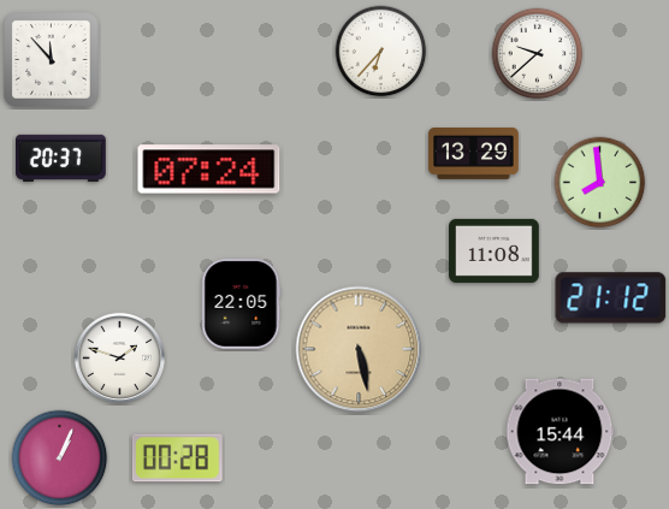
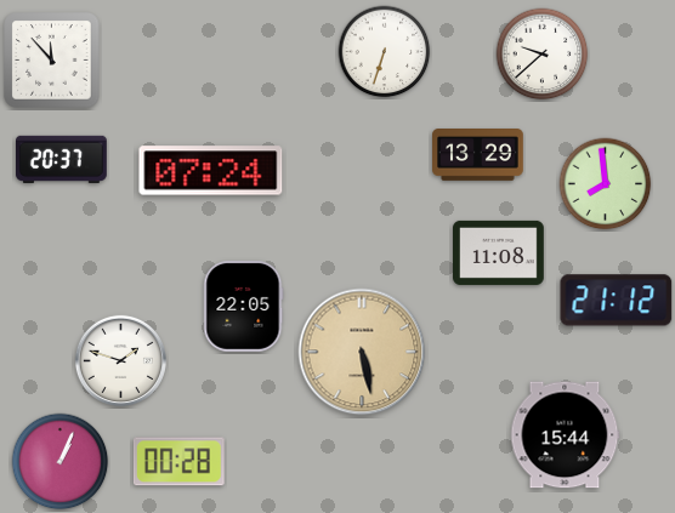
clock at (381, 52): 6:37 -> 6:33
